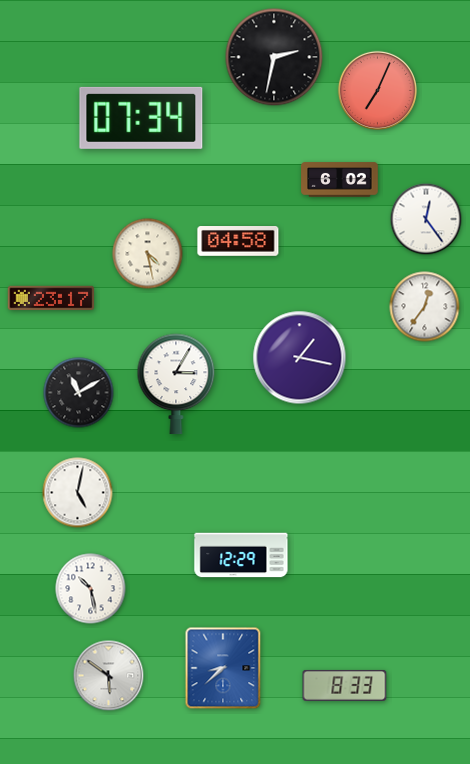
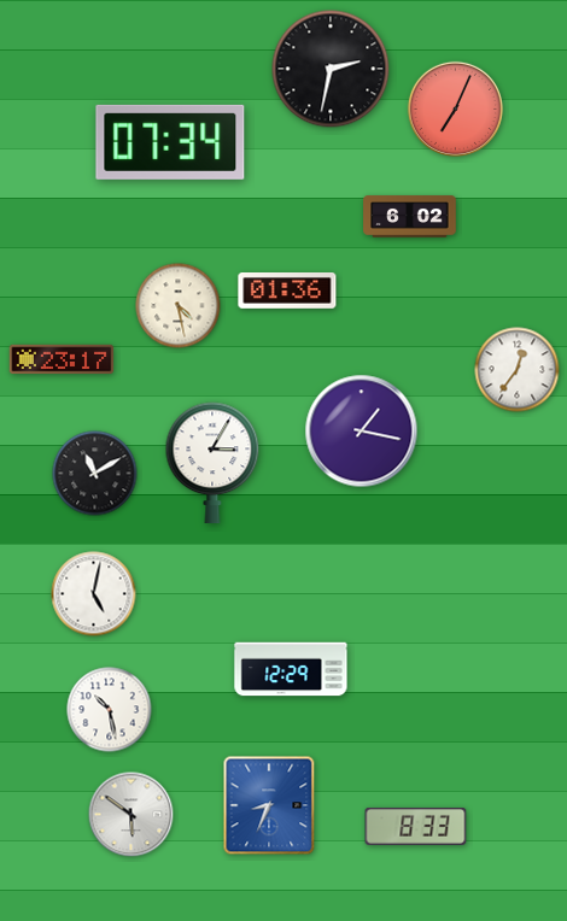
clock at (426, 219): 12:24 -> none
clock at (238, 242): 04:58 -> 01:36
clock at (425, 307) position: (425, 307) -> (518, 370)
clock at (223, 668): 8:38 -> 8:34
